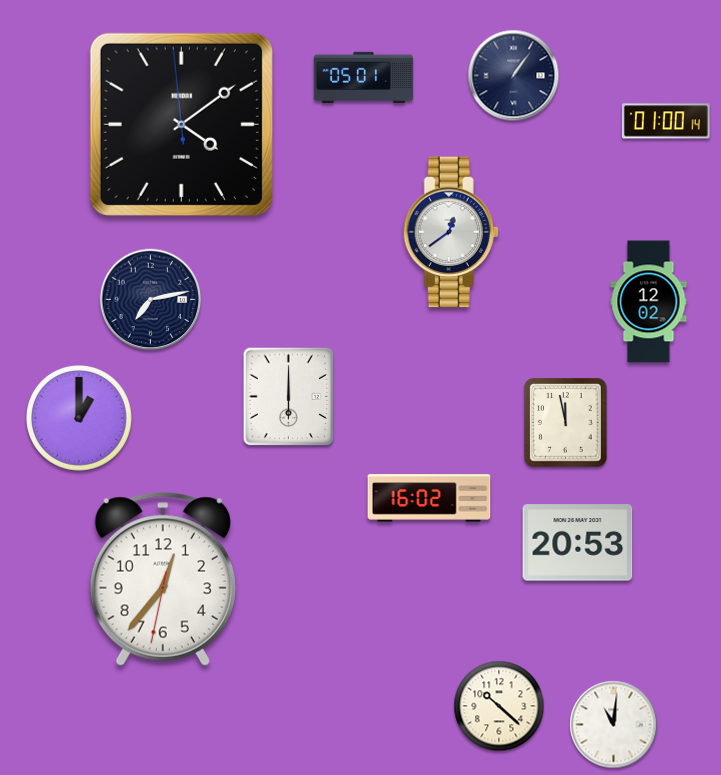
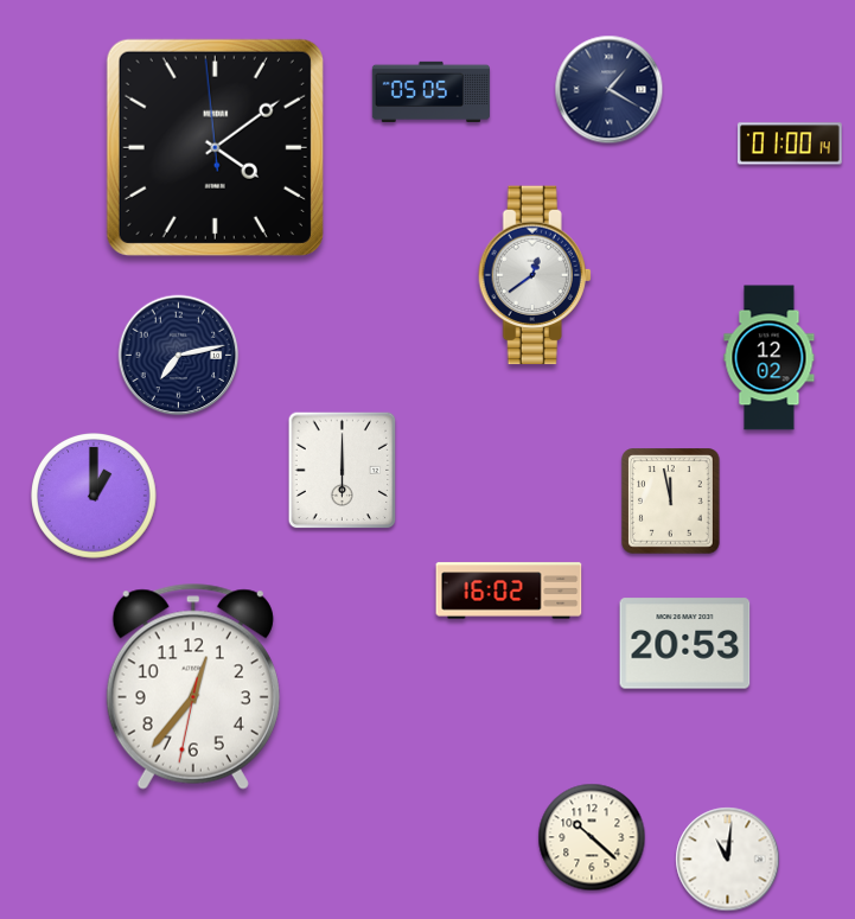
clock at (514, 76): 1:06 -> 1:20
clock at (363, 77): 05:01 -> 05:05
